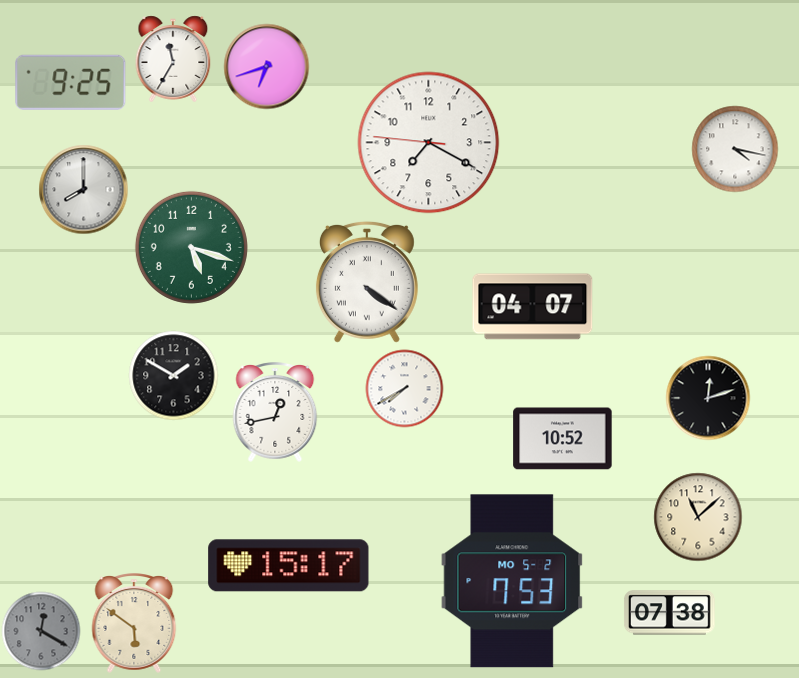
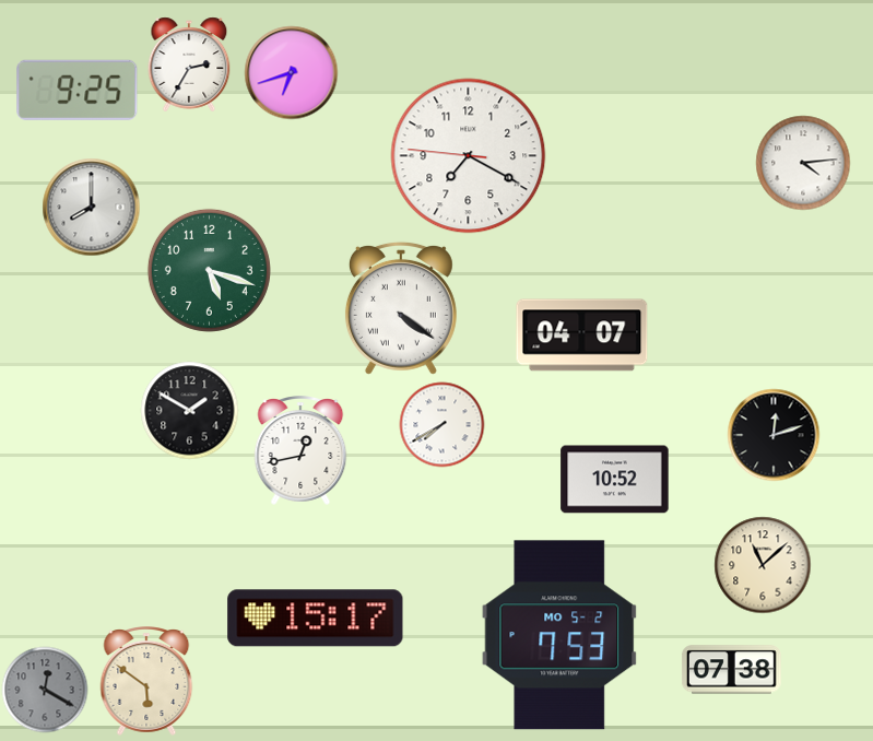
clock at (173, 59): 11:35 -> 2:35
clock at (735, 149): 4:17 -> 4:14
